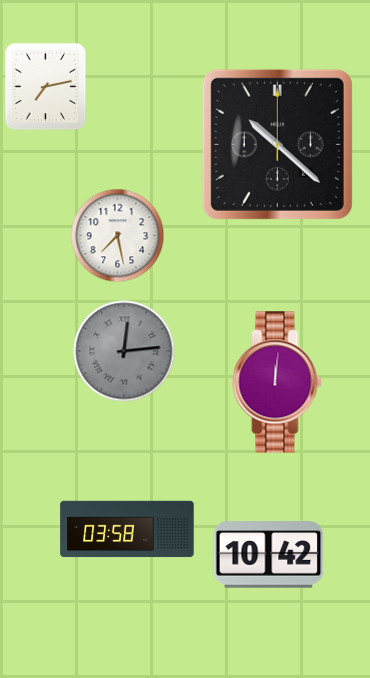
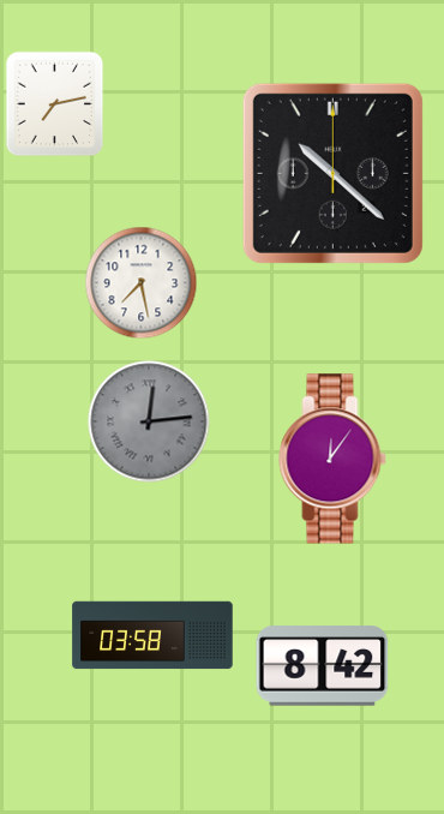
clock at (277, 382): 12:01 -> 12:06
clock at (269, 555): 10:42 -> 8:42
